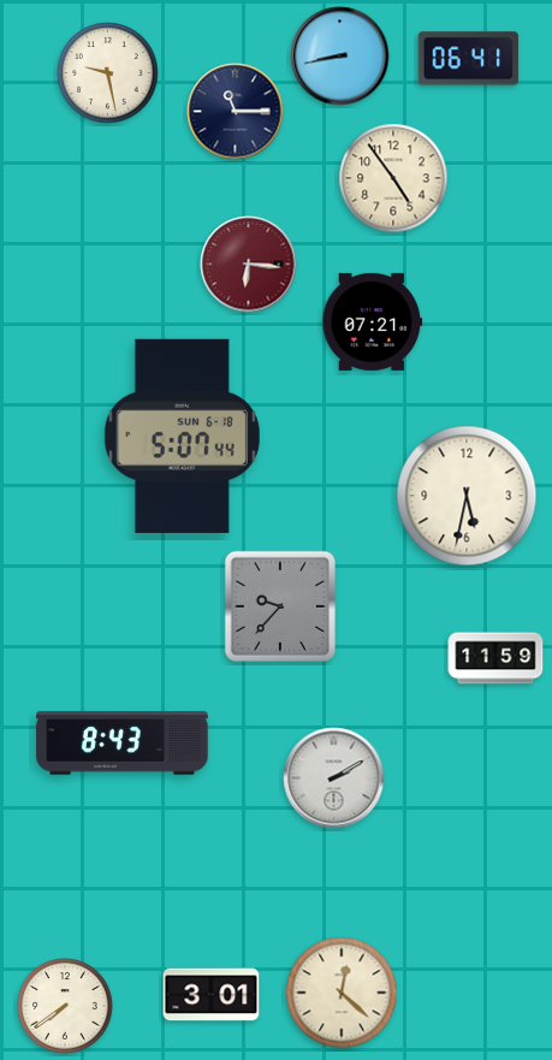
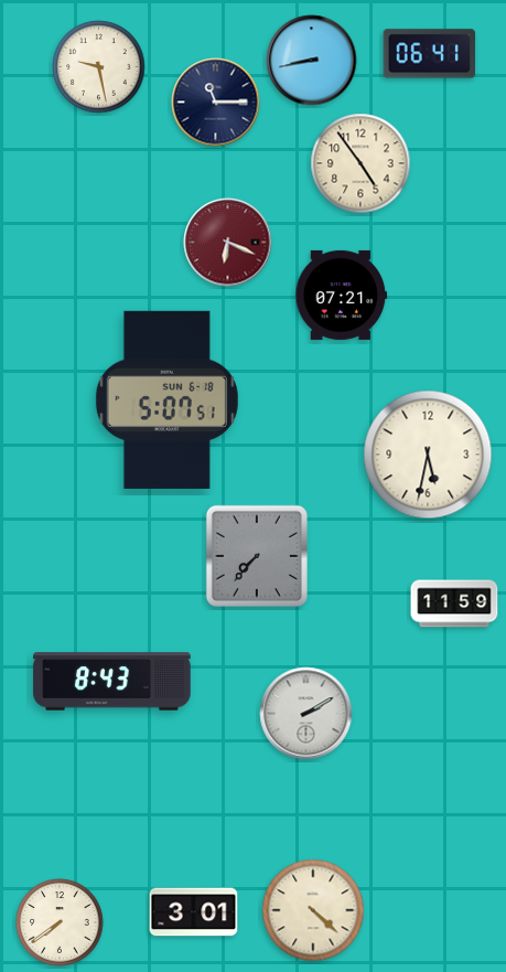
clock at (340, 57) position: (340, 57) -> (312, 61)
clock at (249, 265): 6:16 -> 6:19
clock at (182, 436): 5:07:44 -> 5:07:51
clock at (280, 606): 9:37 -> 7:37
clock at (342, 993): 12:22 -> 4:22
